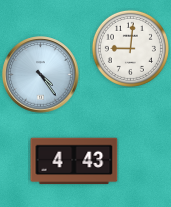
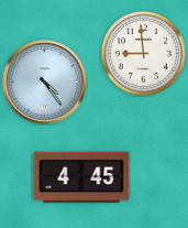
clock at (130, 48): 9:01 -> 8:59
clock at (74, 161): 4:43 -> 4:45
